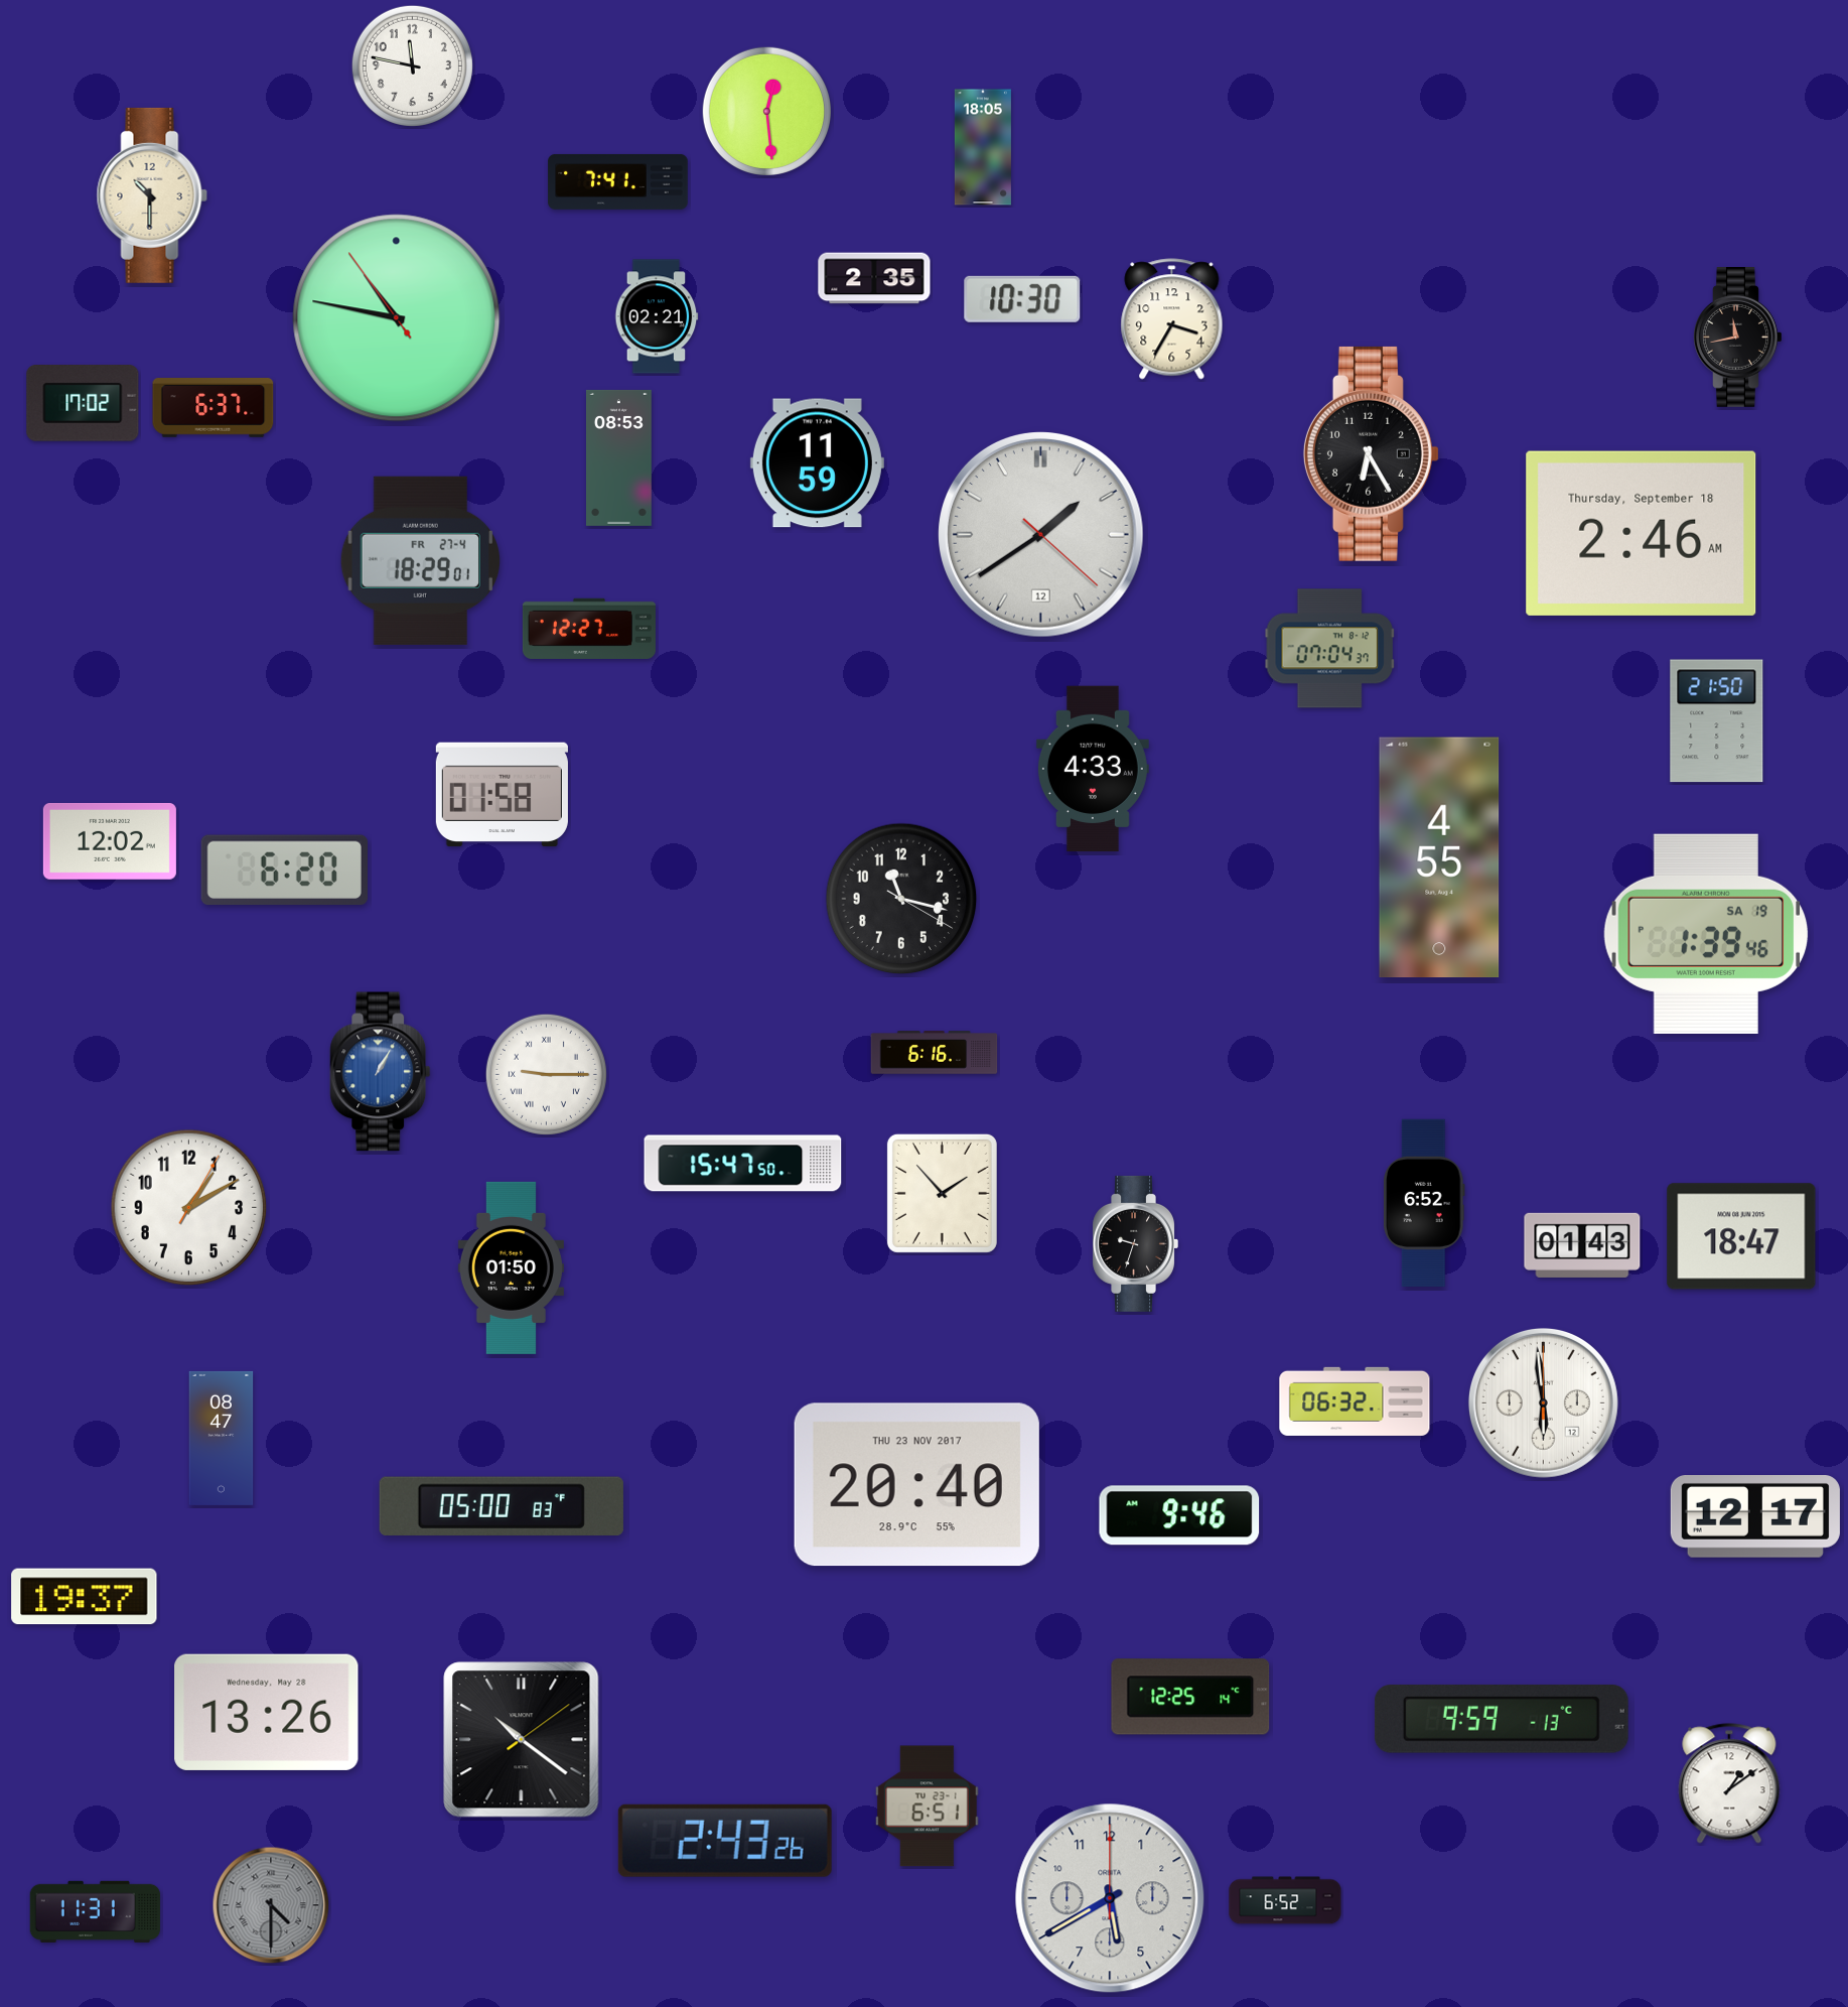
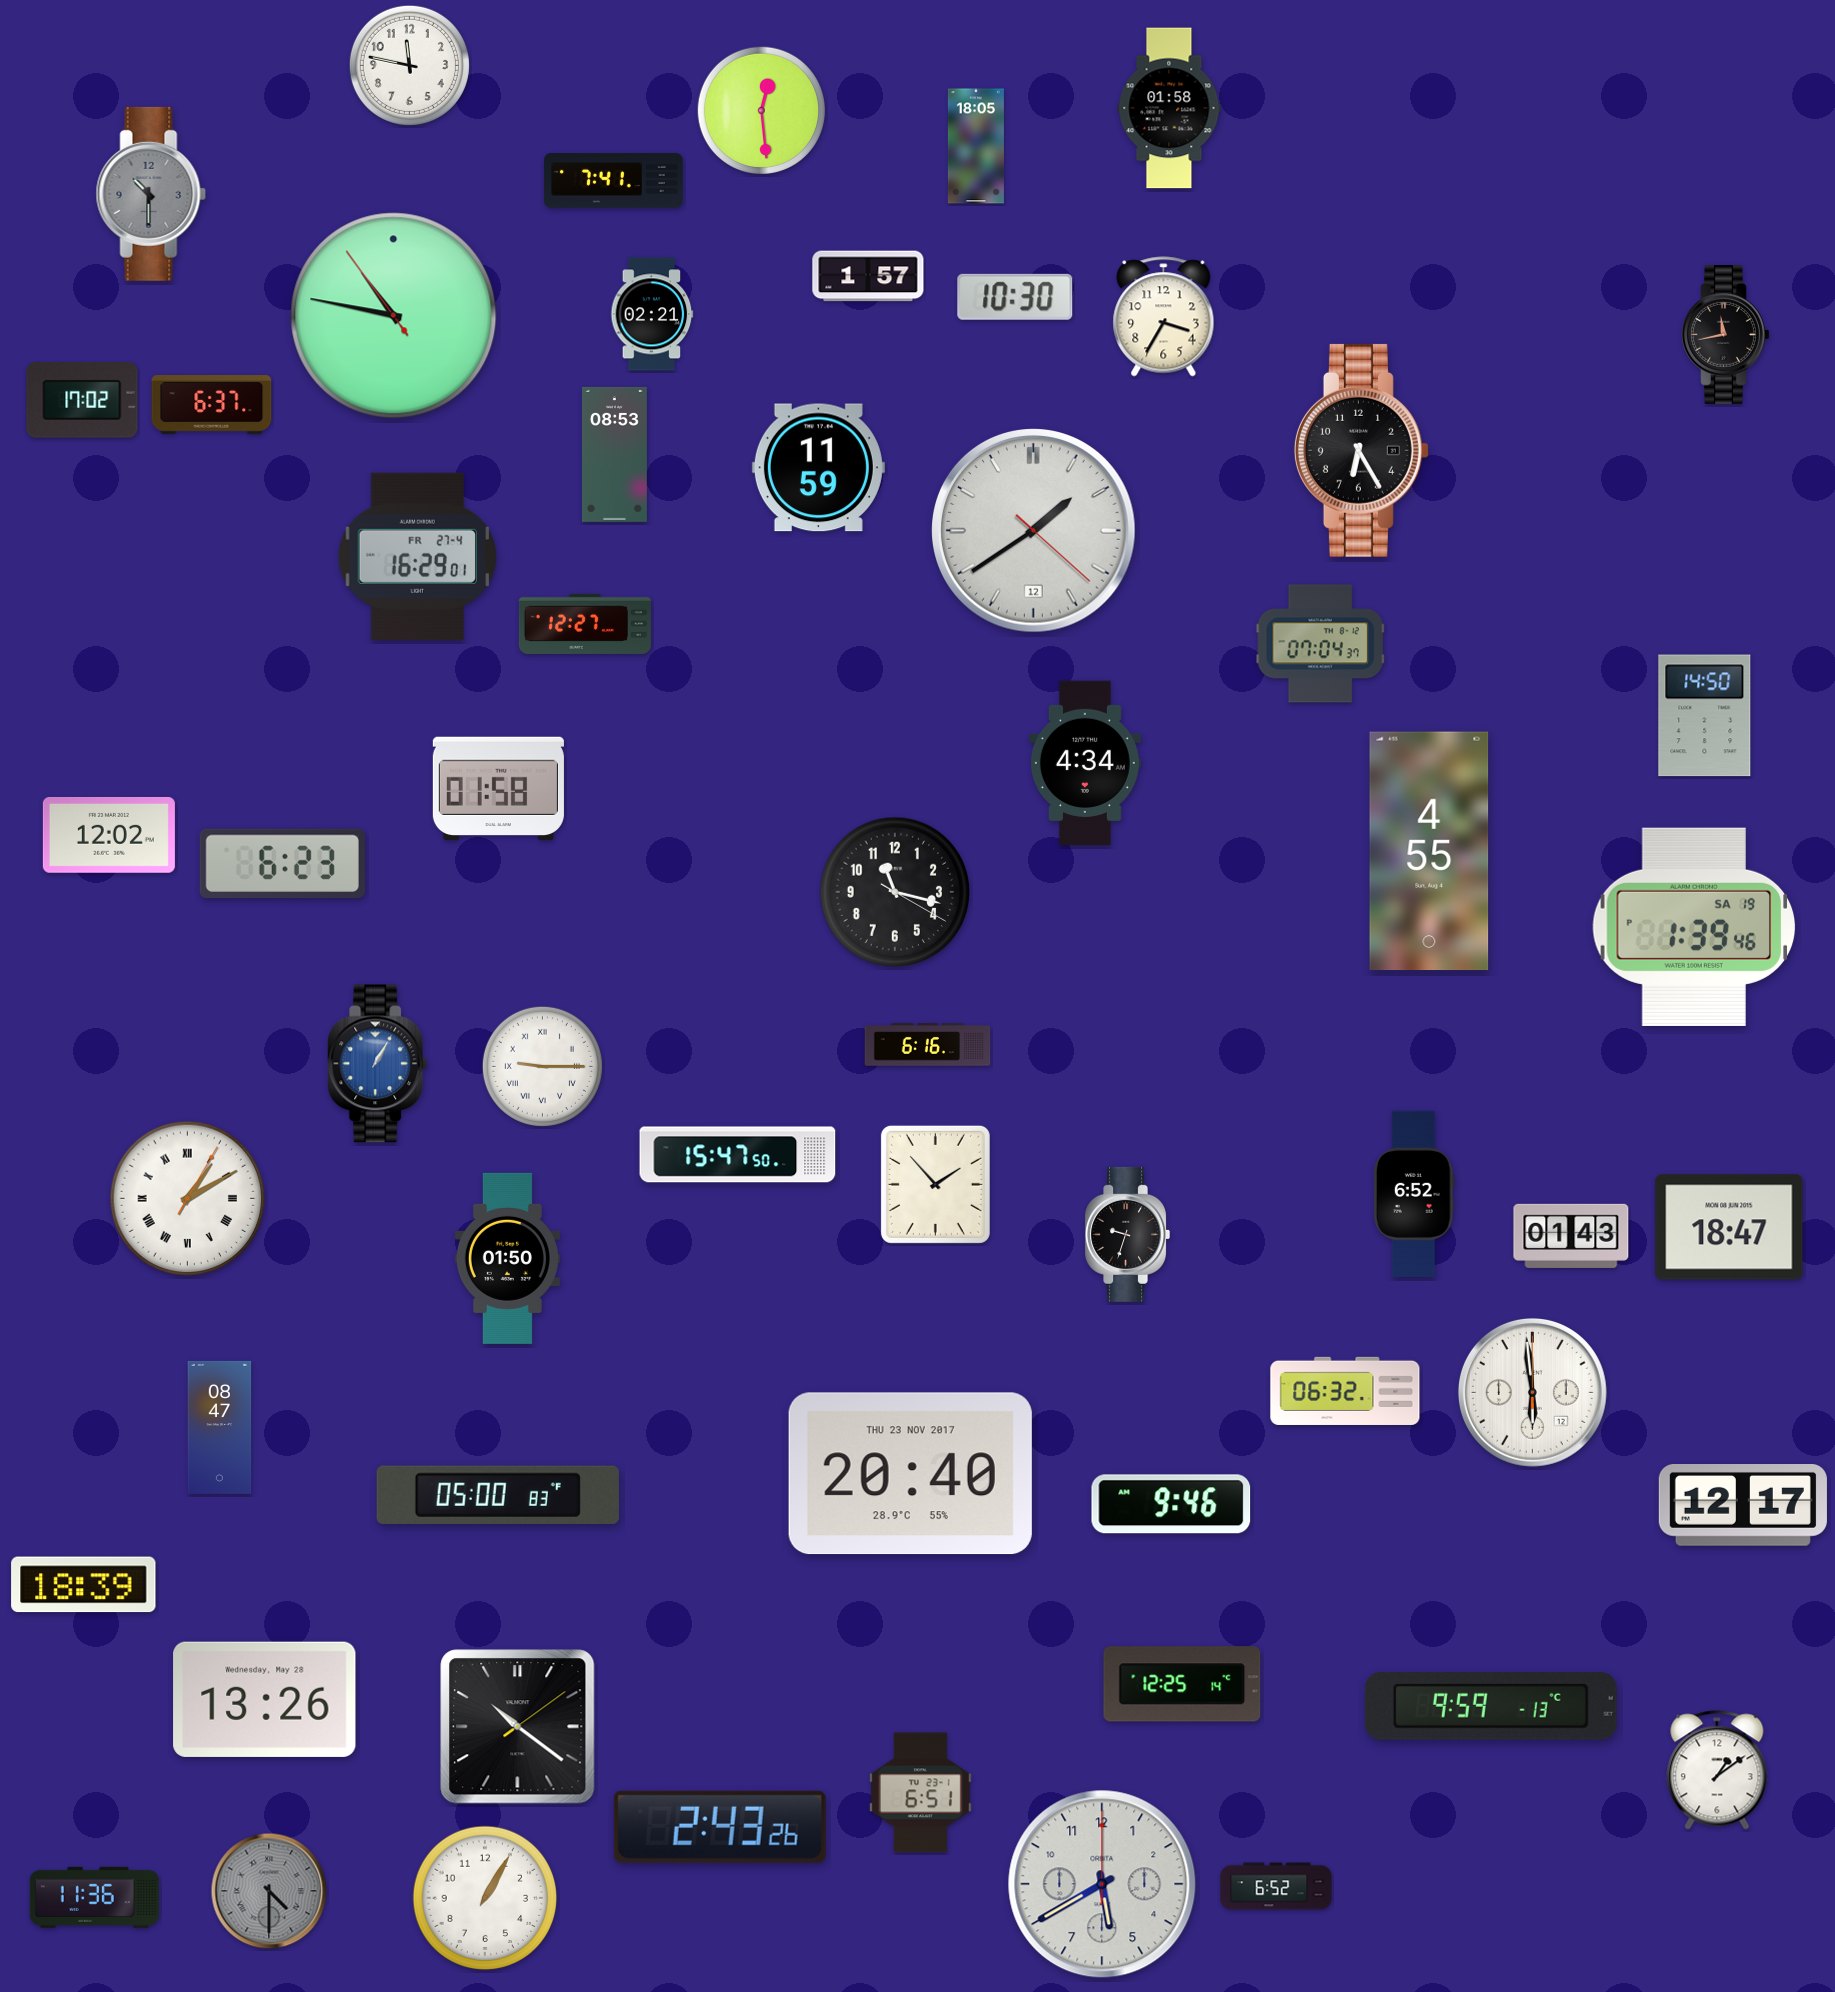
clock at (1169, 108): none -> 01:58
clock at (152, 195) dial: cream -> grey
clock at (874, 278): 2:35 -> 1:57
clock at (817, 463) position: (817, 463) -> (818, 468)
clock at (1642, 533): 2:46 -> none
clock at (420, 560): 18:29 -> 16:29
clock at (1717, 721): 21:50 -> 14:50
clock at (1093, 769): 4:33 -> 4:34
clock at (284, 871): 6:20 -> 6:23
clock at (189, 1208) numerals: Arabic -> Roman
clock at (85, 1597): 19:37 -> 18:39
clock at (95, 1911): 11:31 -> 11:36
clock at (485, 1898): none -> 1:05
